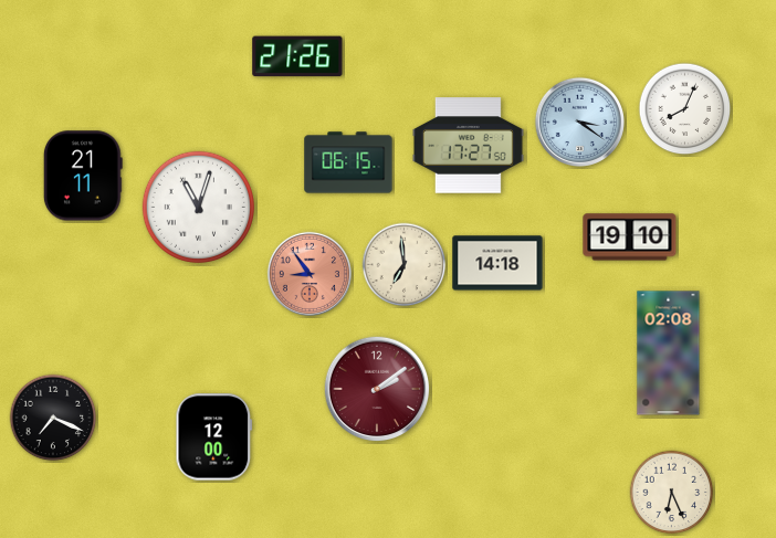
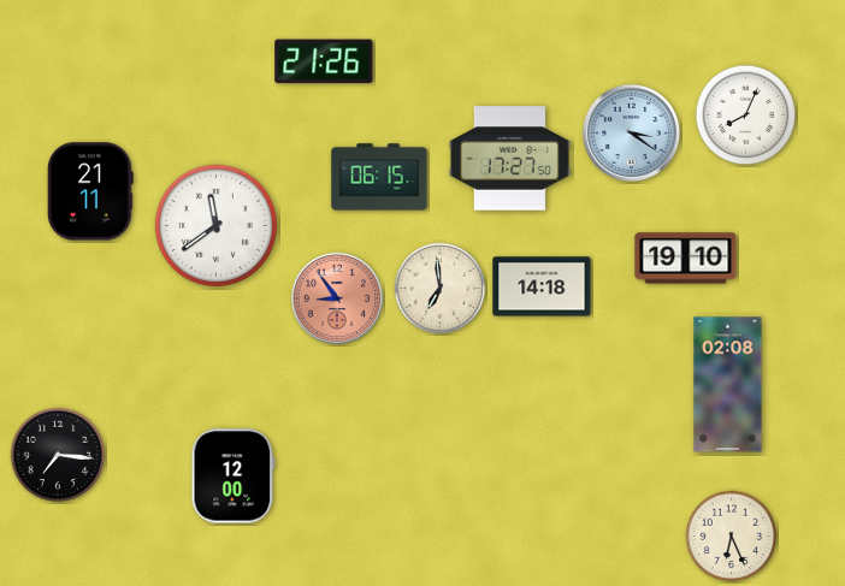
clock at (685, 109) position: (685, 109) -> (746, 116)
clock at (198, 207): 11:03 -> 11:39
clock at (377, 389): 2:09 -> none
clock at (53, 418): 7:19 -> 7:16
